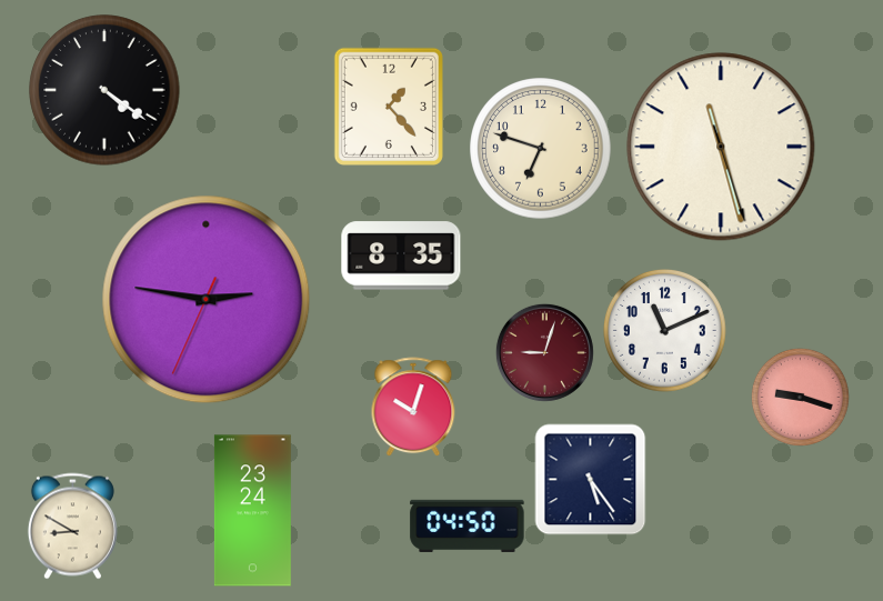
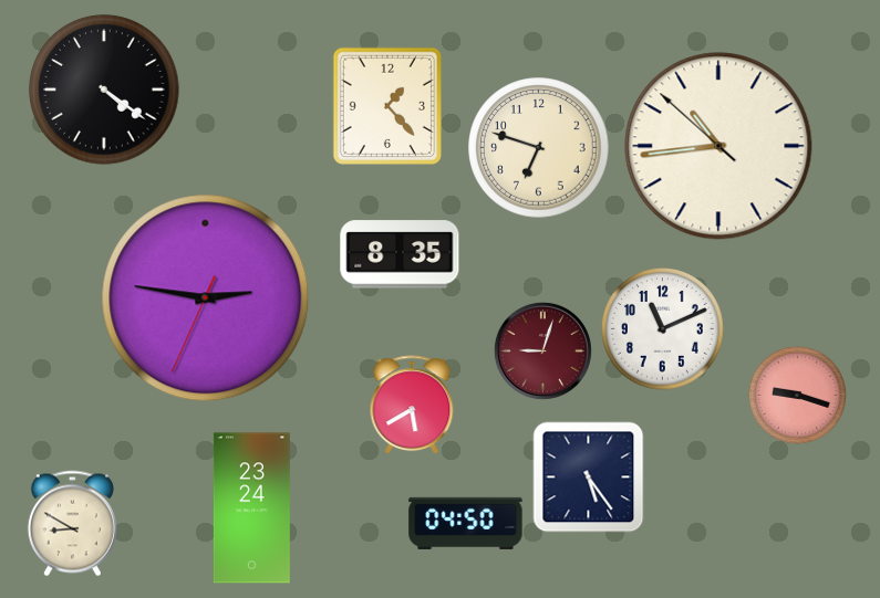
clock at (721, 147): 11:27 -> 10:43
clock at (413, 408): 10:03 -> 5:40
